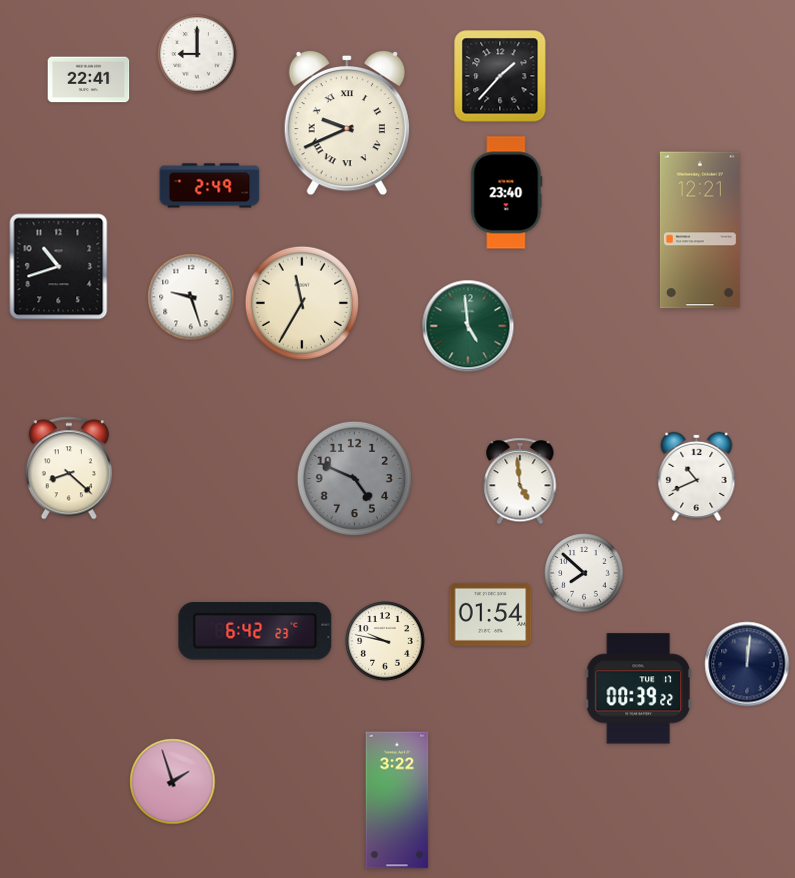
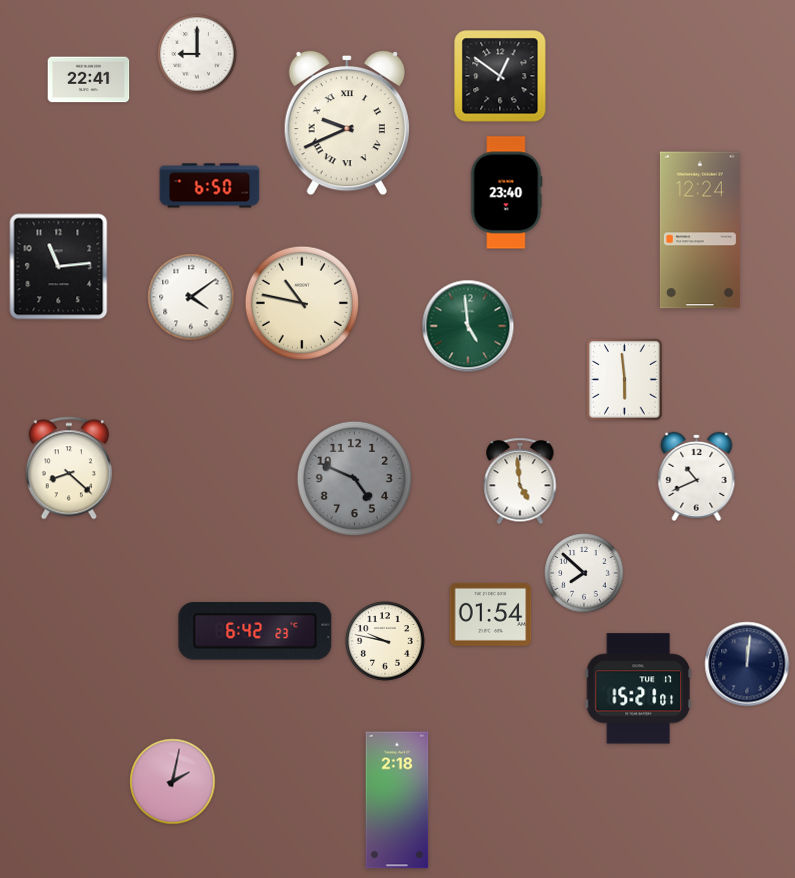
clock at (500, 76): 1:37 -> 12:51
clock at (210, 186): 2:49 -> 6:50
clock at (700, 230): 12:21 -> 12:24
clock at (59, 267): 10:42 -> 11:14
clock at (191, 297): 9:27 -> 4:09
clock at (302, 303): 11:35 -> 10:47
clock at (625, 380): none -> 5:59
clock at (638, 689): 00:39 -> 15:21
clock at (173, 782): 1:57 -> 2:02
clock at (397, 800): 3:22 -> 2:18
